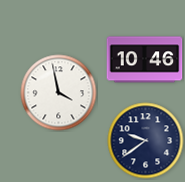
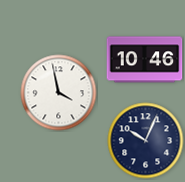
clock at (146, 141): 9:39 -> 10:04
